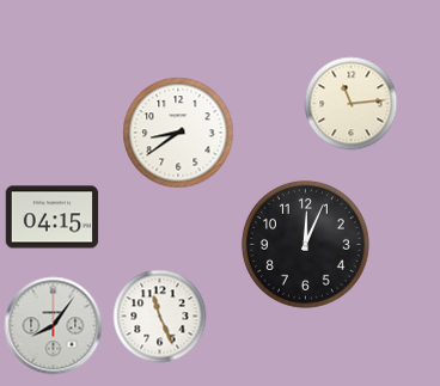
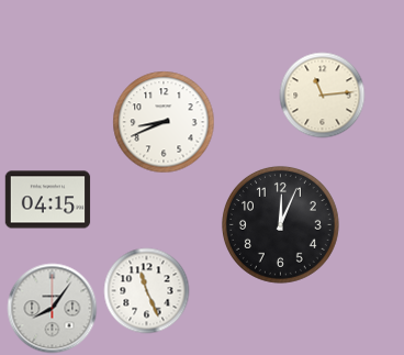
clock at (178, 133): 8:39 -> 8:41
clock at (53, 325) position: (53, 325) -> (52, 308)
